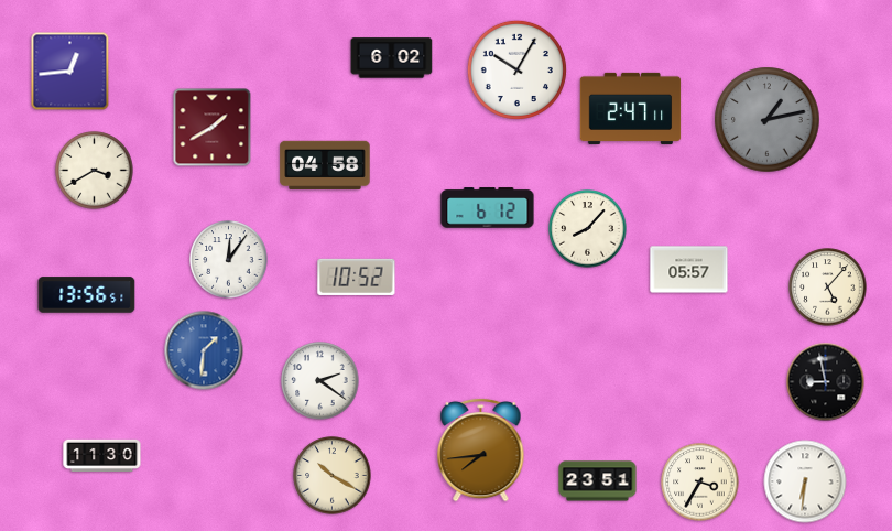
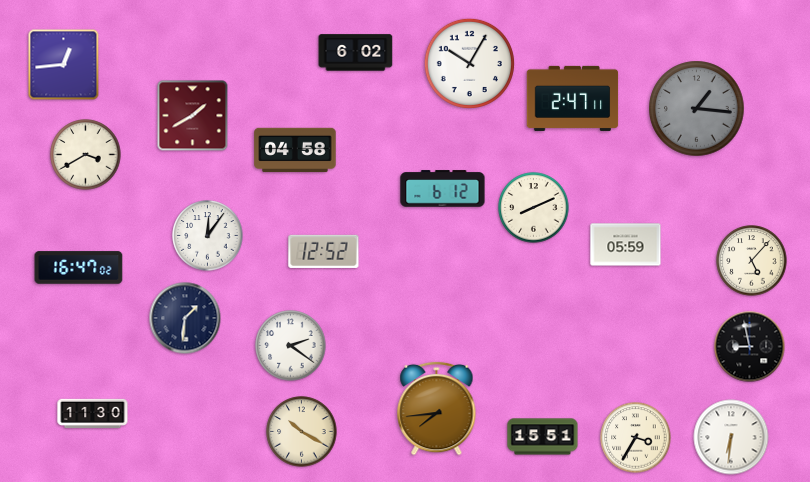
clock at (768, 120): 1:13 -> 1:16
clock at (588, 229): 8:07 -> 8:11
clock at (689, 270): 05:57 -> 05:59
clock at (357, 277): 10:52 -> 12:52
clock at (87, 295): 13:56 -> 16:47
clock at (204, 350) dial: blue -> navy
clock at (598, 481): 23:51 -> 15:51
